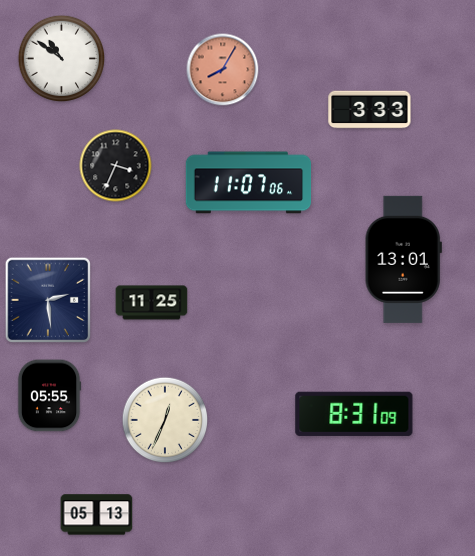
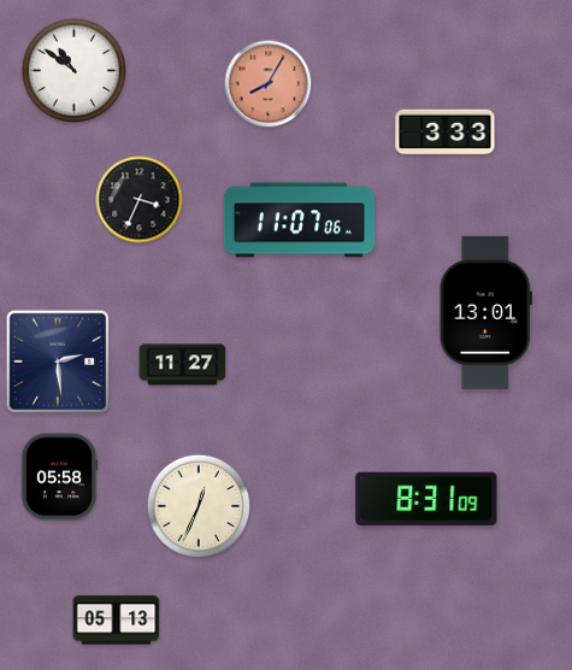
clock at (152, 303): 11:25 -> 11:27
clock at (49, 396): 05:55 -> 05:58
